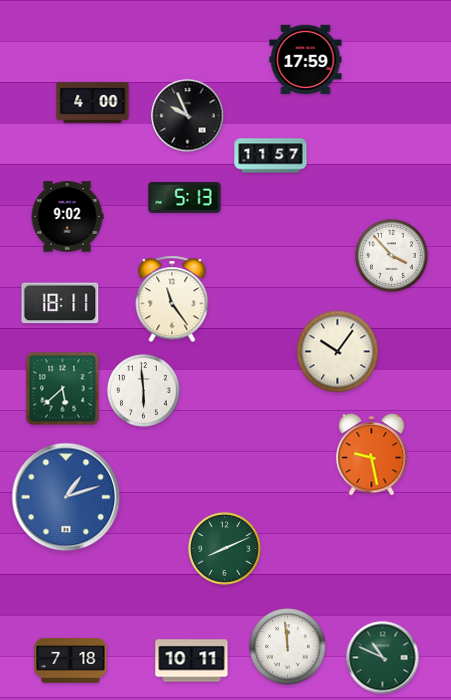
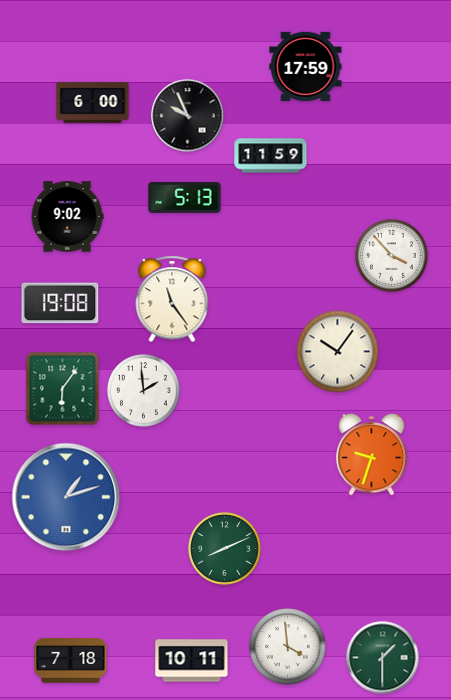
clock at (306, 59) position: (306, 59) -> (306, 66)
clock at (93, 103): 4:00 -> 6:00
clock at (271, 156): 11:57 -> 11:59
clock at (60, 303): 18:11 -> 19:08
clock at (63, 389): 5:38 -> 6:06
clock at (144, 391): 5:59 -> 1:59
clock at (372, 455): 9:28 -> 9:33
clock at (288, 647): 11:59 -> 3:59
clock at (383, 658): 10:49 -> 1:30
